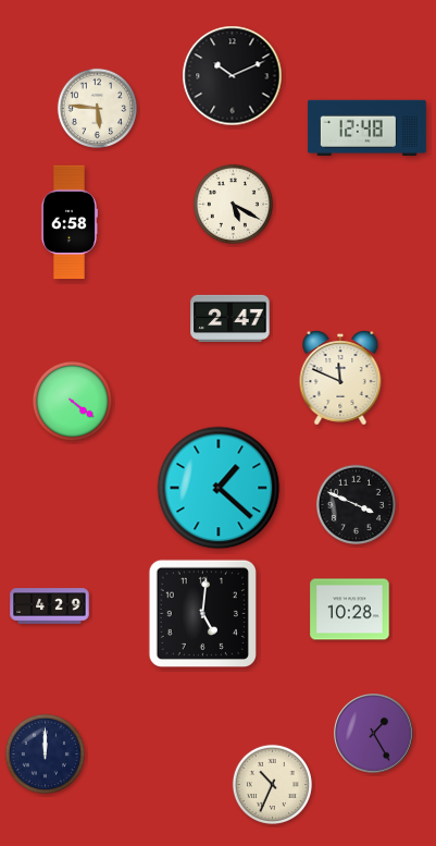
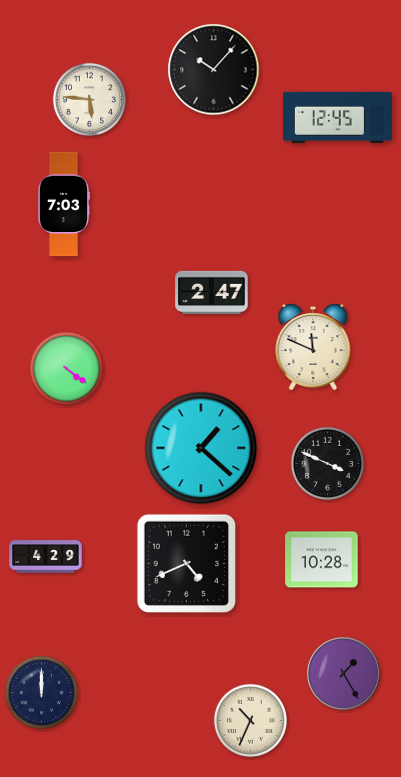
clock at (233, 76): 10:11 -> 10:07
clock at (366, 127): 12:48 -> 12:45
clock at (233, 204): 5:20 -> none
clock at (68, 222): 6:58 -> 7:03
clock at (202, 613): 5:01 -> 4:41
